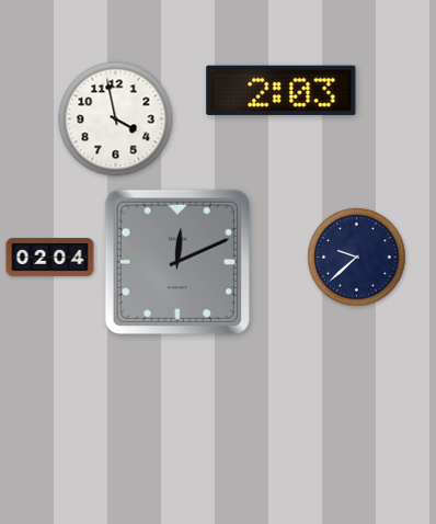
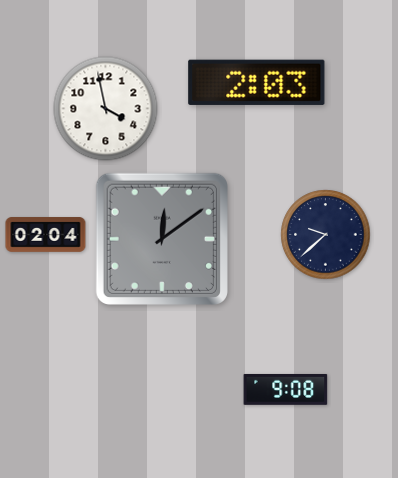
clock at (177, 262): 12:11 -> 12:09
clock at (286, 389): none -> 9:08
